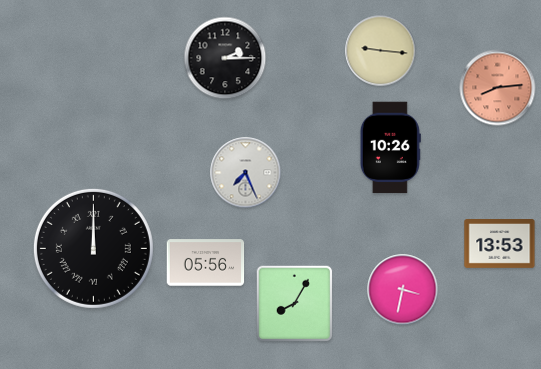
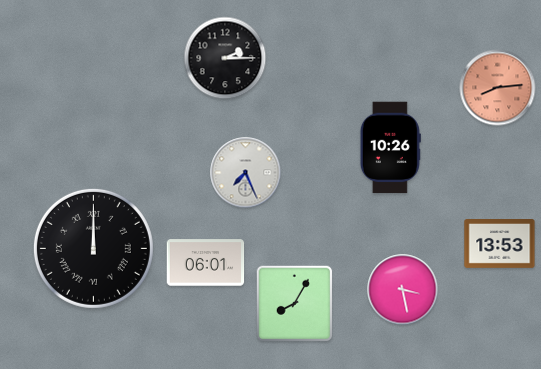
clock at (381, 51): 9:16 -> none
clock at (206, 263): 05:56 -> 06:01
clock at (403, 290): 3:32 -> 3:28
